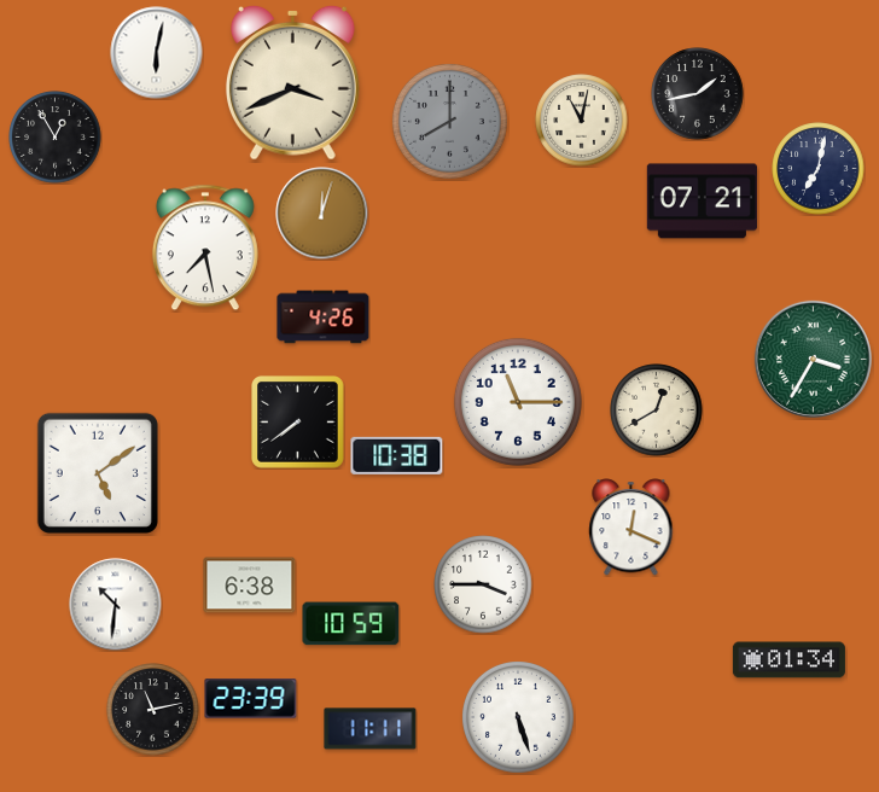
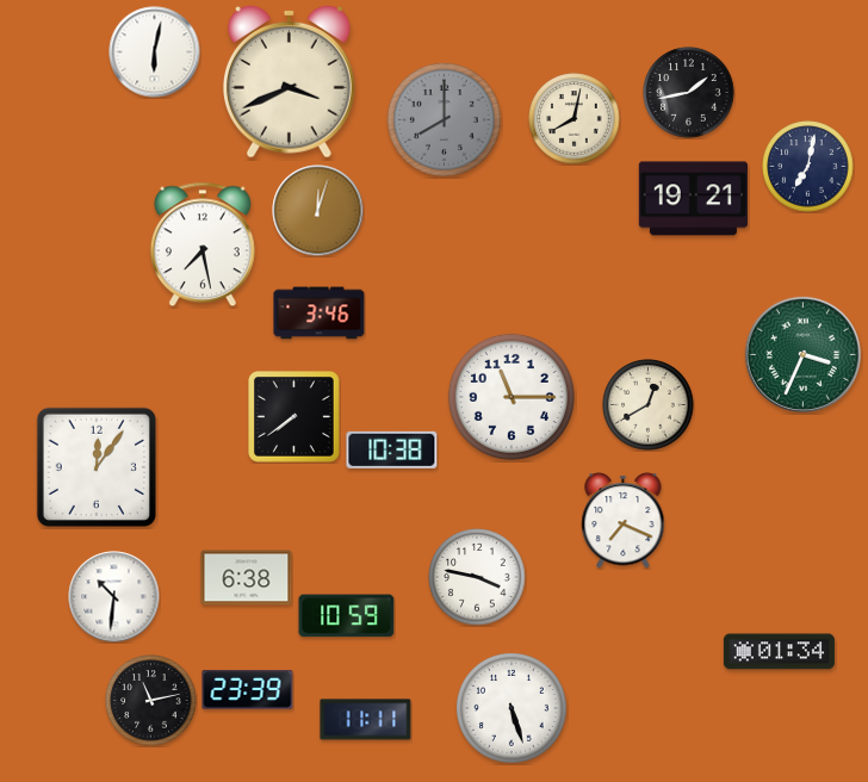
clock at (582, 121): 11:02 -> 8:02
clock at (56, 138): 12:55 -> none
clock at (702, 202): 07:21 -> 19:21
clock at (324, 318): 4:26 -> 3:46
clock at (813, 359): 3:35 -> 3:34
clock at (98, 473): 5:09 -> 12:06
clock at (631, 528): 12:19 -> 7:19
clock at (483, 584): 3:45 -> 3:47
